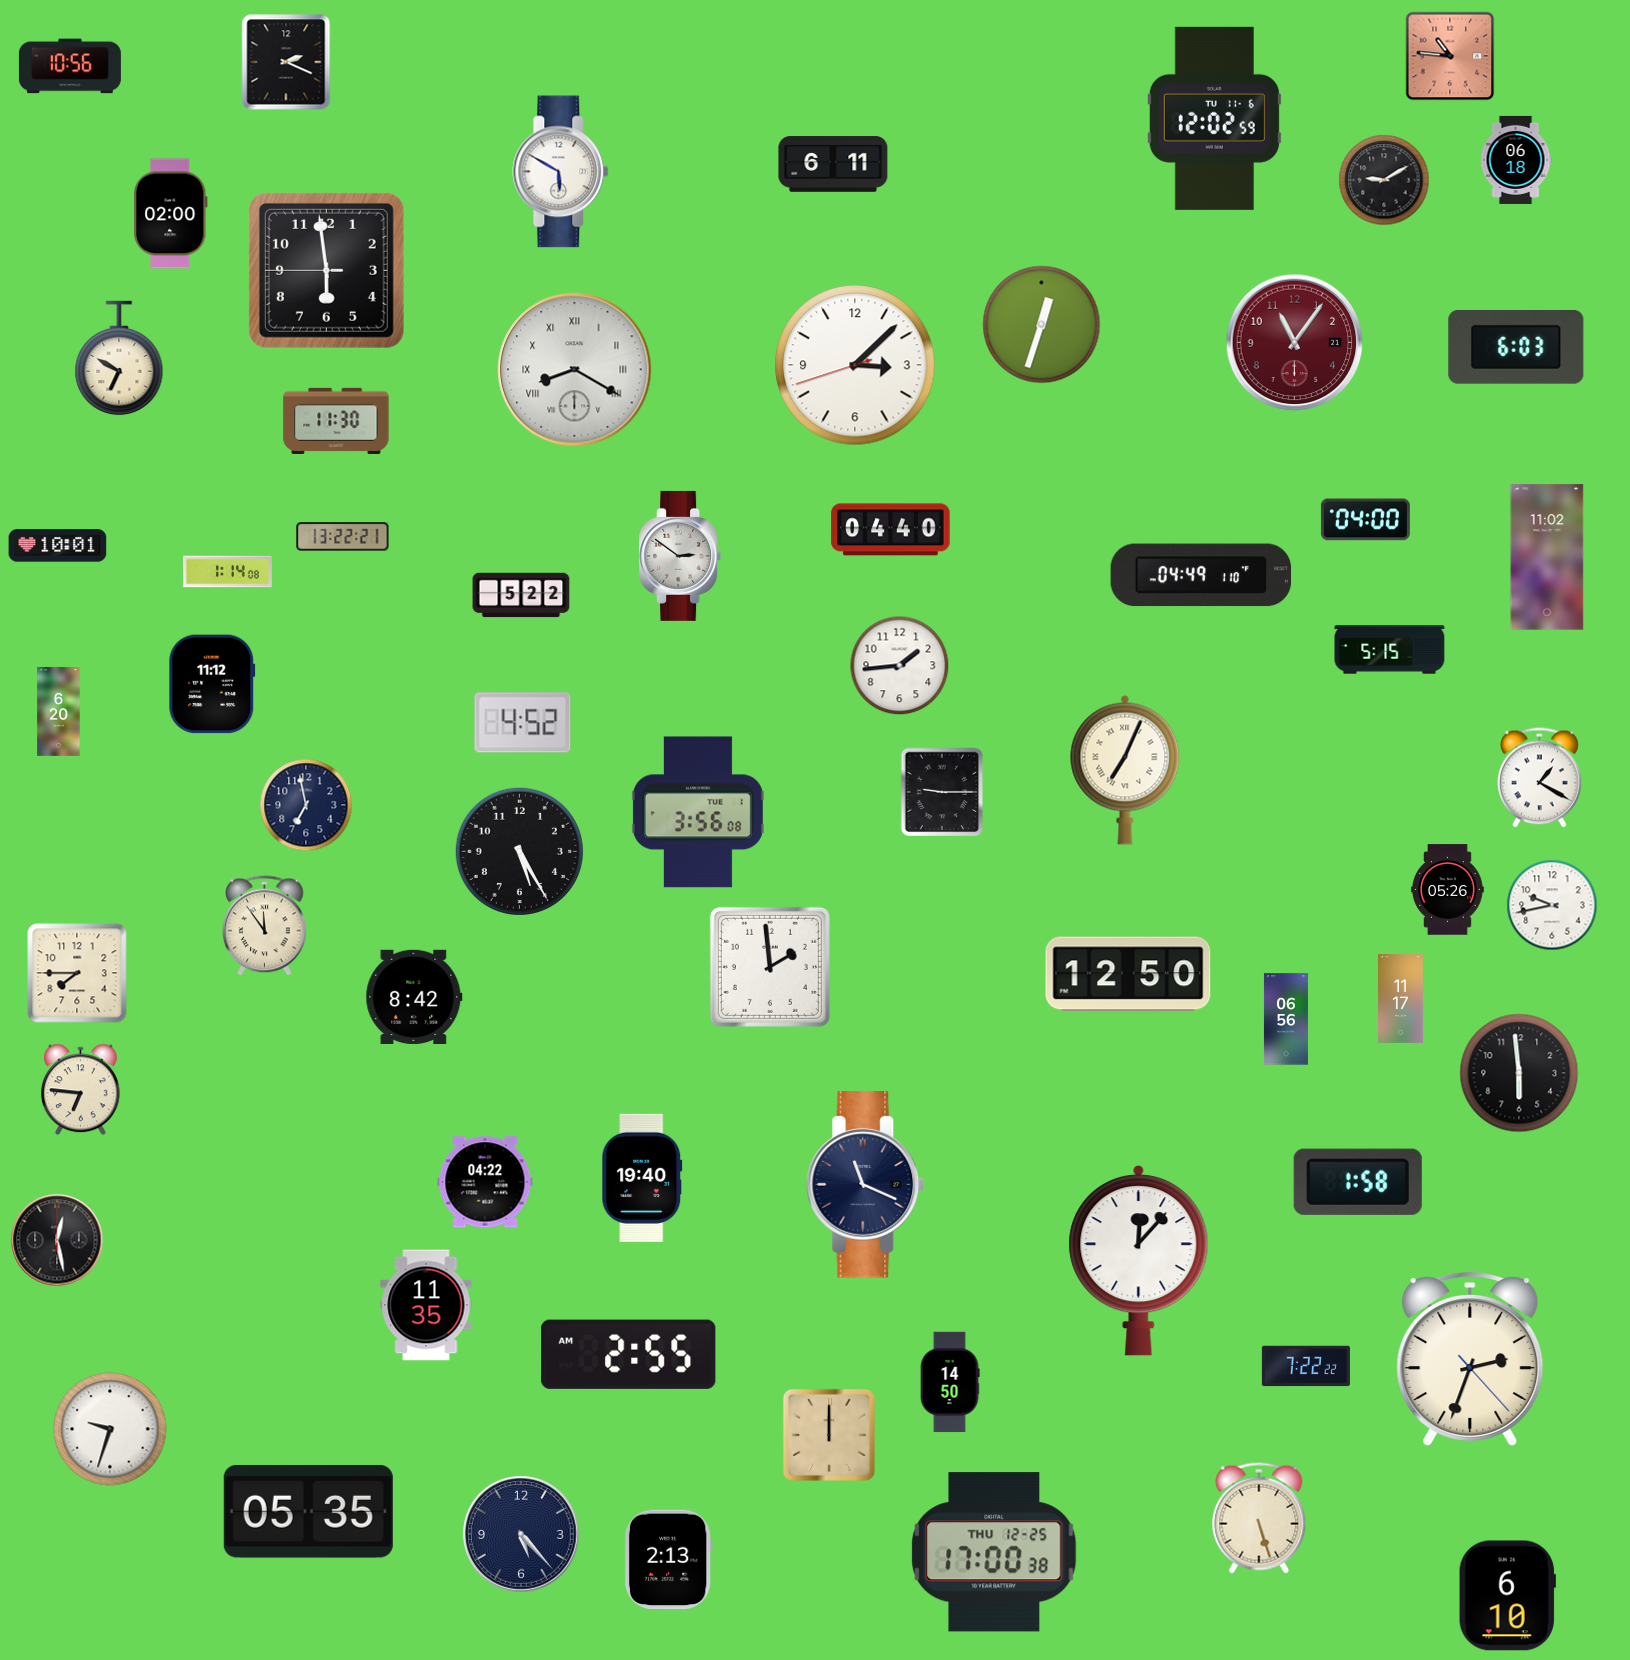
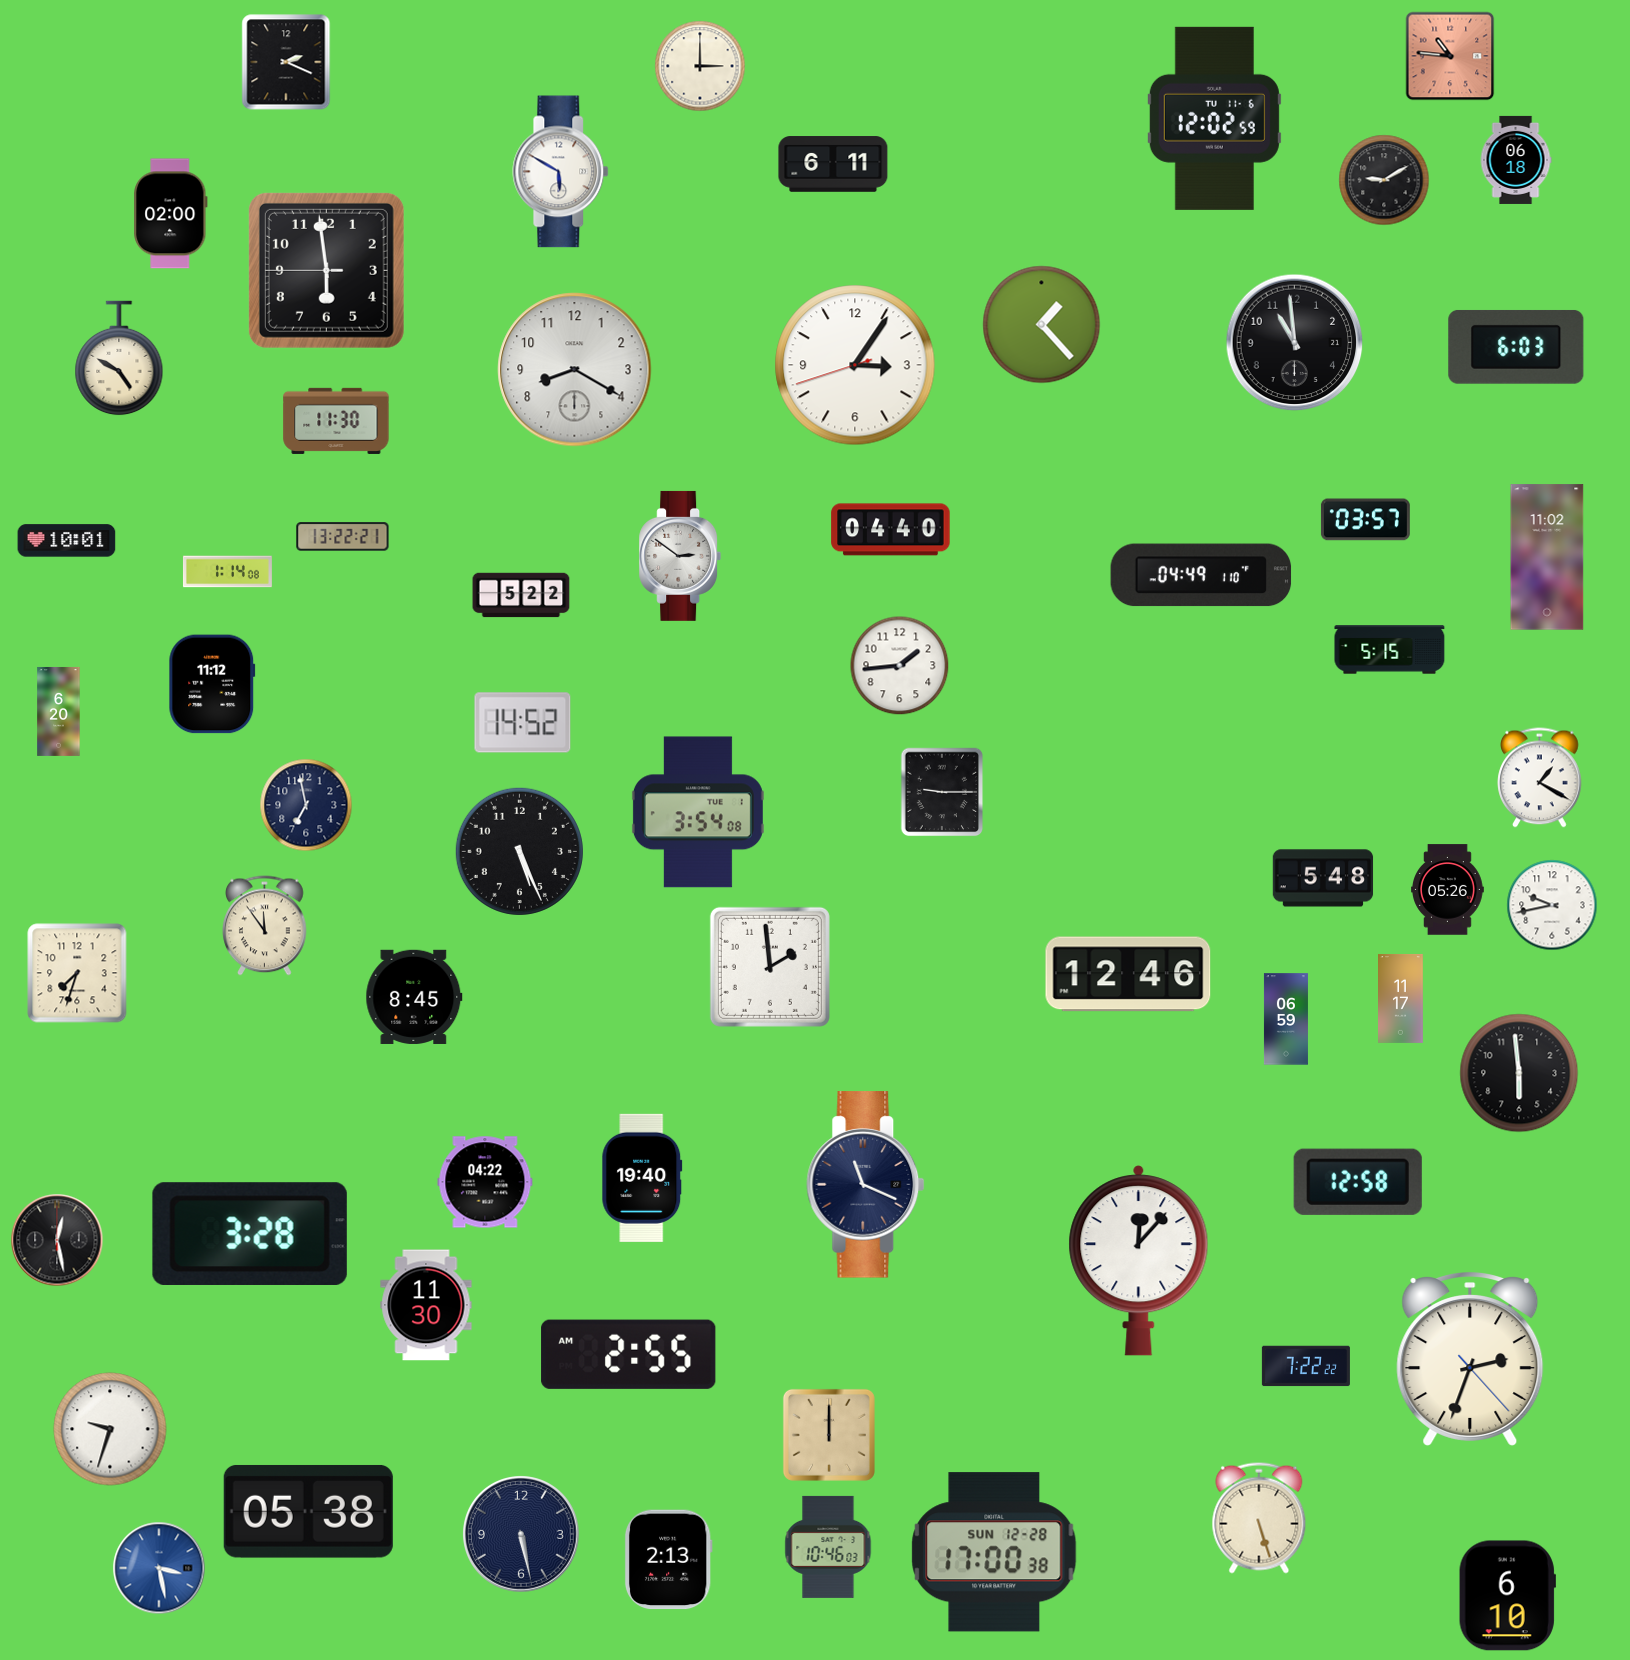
clock at (70, 66): 10:56 -> none
clock at (700, 66): none -> 3:00
clock at (1042, 325): 12:33 -> 1:23
clock at (1295, 343): 11:06 -> 10:59
clock at (1295, 343) dial: burgundy -> black
clock at (119, 358): 6:50 -> 4:50
clock at (855, 365): 3:07 -> 3:05
clock at (575, 370) numerals: Roman -> Arabic
clock at (1365, 520): 04:00 -> 03:57
clock at (58, 546) position: (58, 546) -> (67, 541)
clock at (523, 723): 4:52 -> 14:52
clock at (1125, 770): 7:04 -> none
clock at (698, 812): 3:56 -> 3:54
clock at (519, 851): 5:25 -> 5:26
clock at (1323, 878): none -> 5:48
clock at (77, 973): 7:45 -> 7:33
clock at (1128, 974): 12:50 -> 12:46
clock at (414, 997): 8:42 -> 8:45
clock at (1286, 1019): 06:56 -> 06:59
clock at (81, 1090): 6:46 -> none
clock at (1358, 1182): 1:58 -> 12:58
clock at (250, 1234): none -> 3:28
clock at (426, 1305): 11:35 -> 11:30
clock at (950, 1382): 14:50 -> none
clock at (308, 1511): 05:35 -> 05:38
clock at (522, 1535): 5:23 -> 5:28
clock at (828, 1547): none -> 10:46
clock at (994, 1552) date: THU 12-25 -> SUN 12-28
clock at (159, 1568): none -> 3:28
